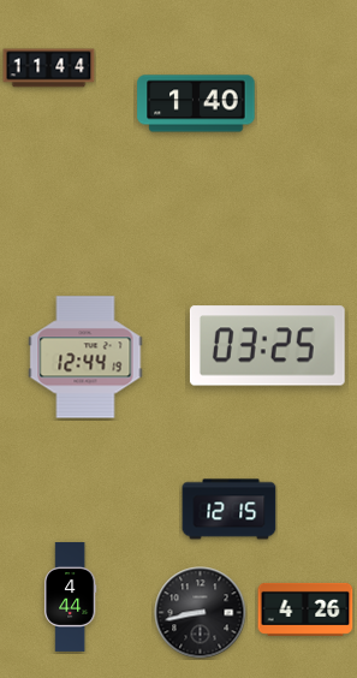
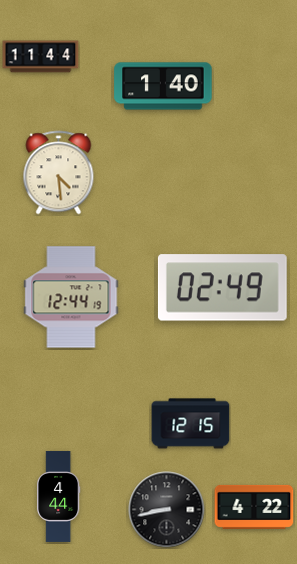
clock at (59, 173): none -> 4:29
clock at (267, 346): 03:25 -> 02:49
clock at (305, 609): 4:26 -> 4:22
